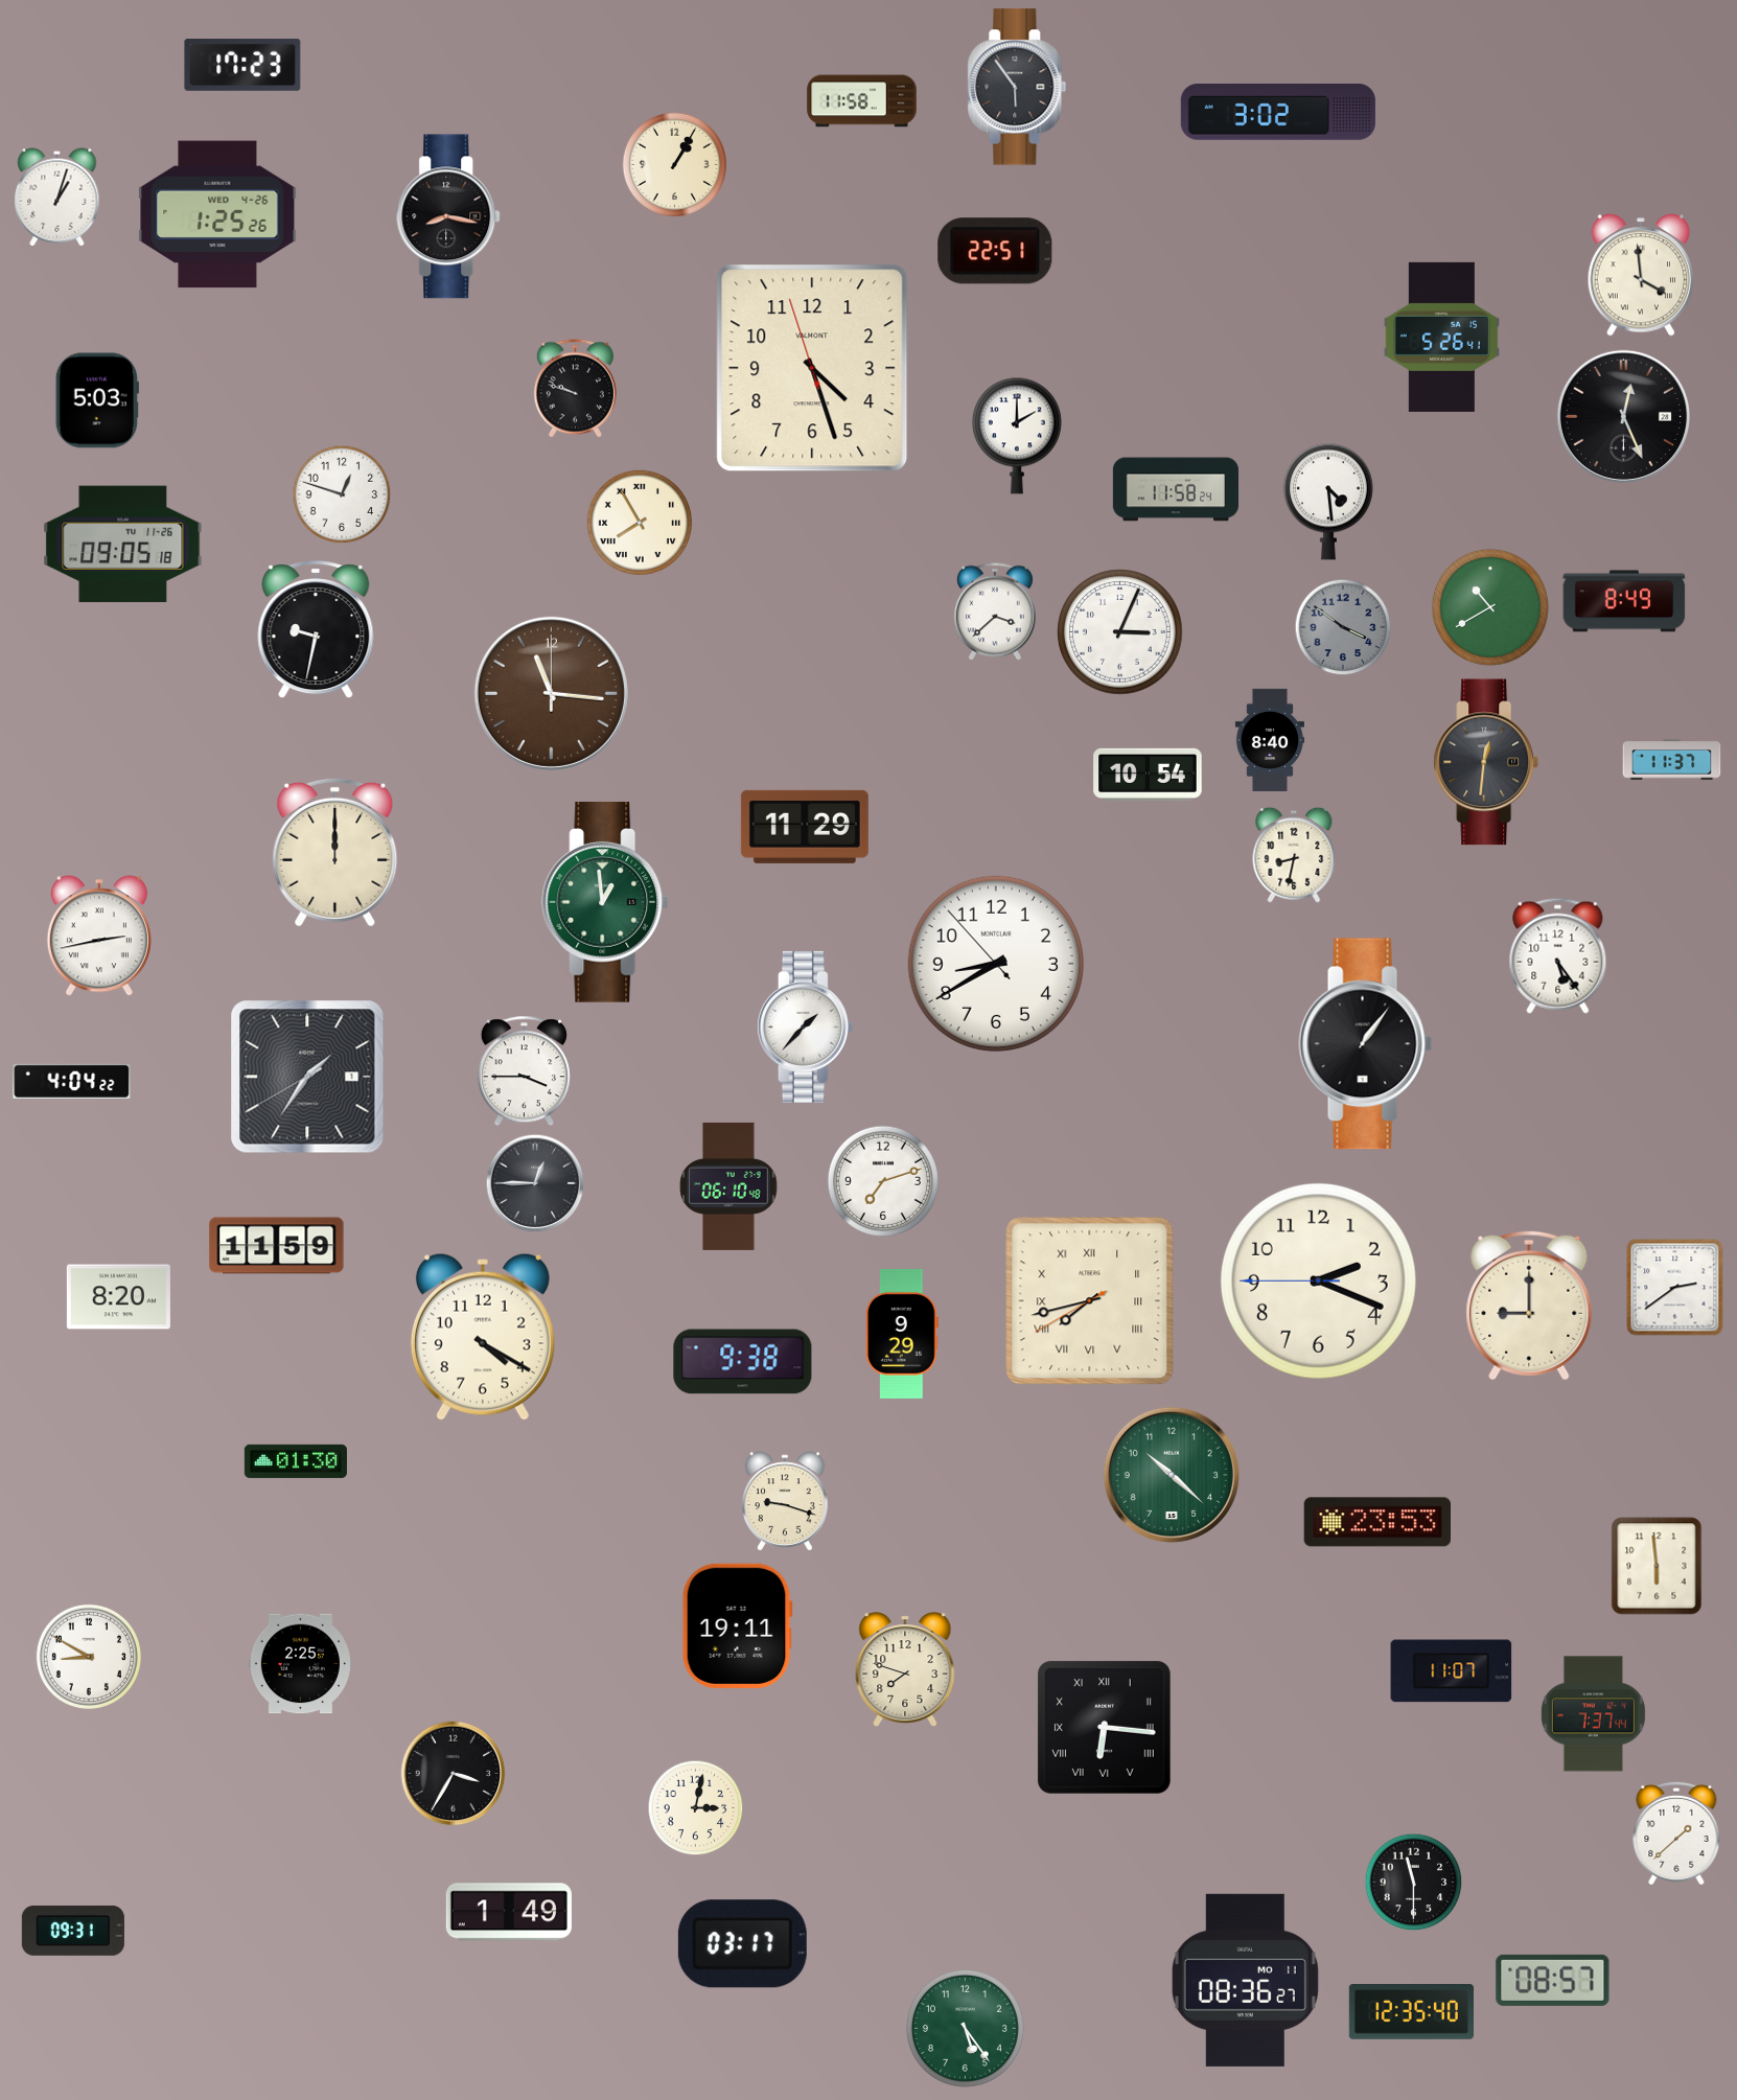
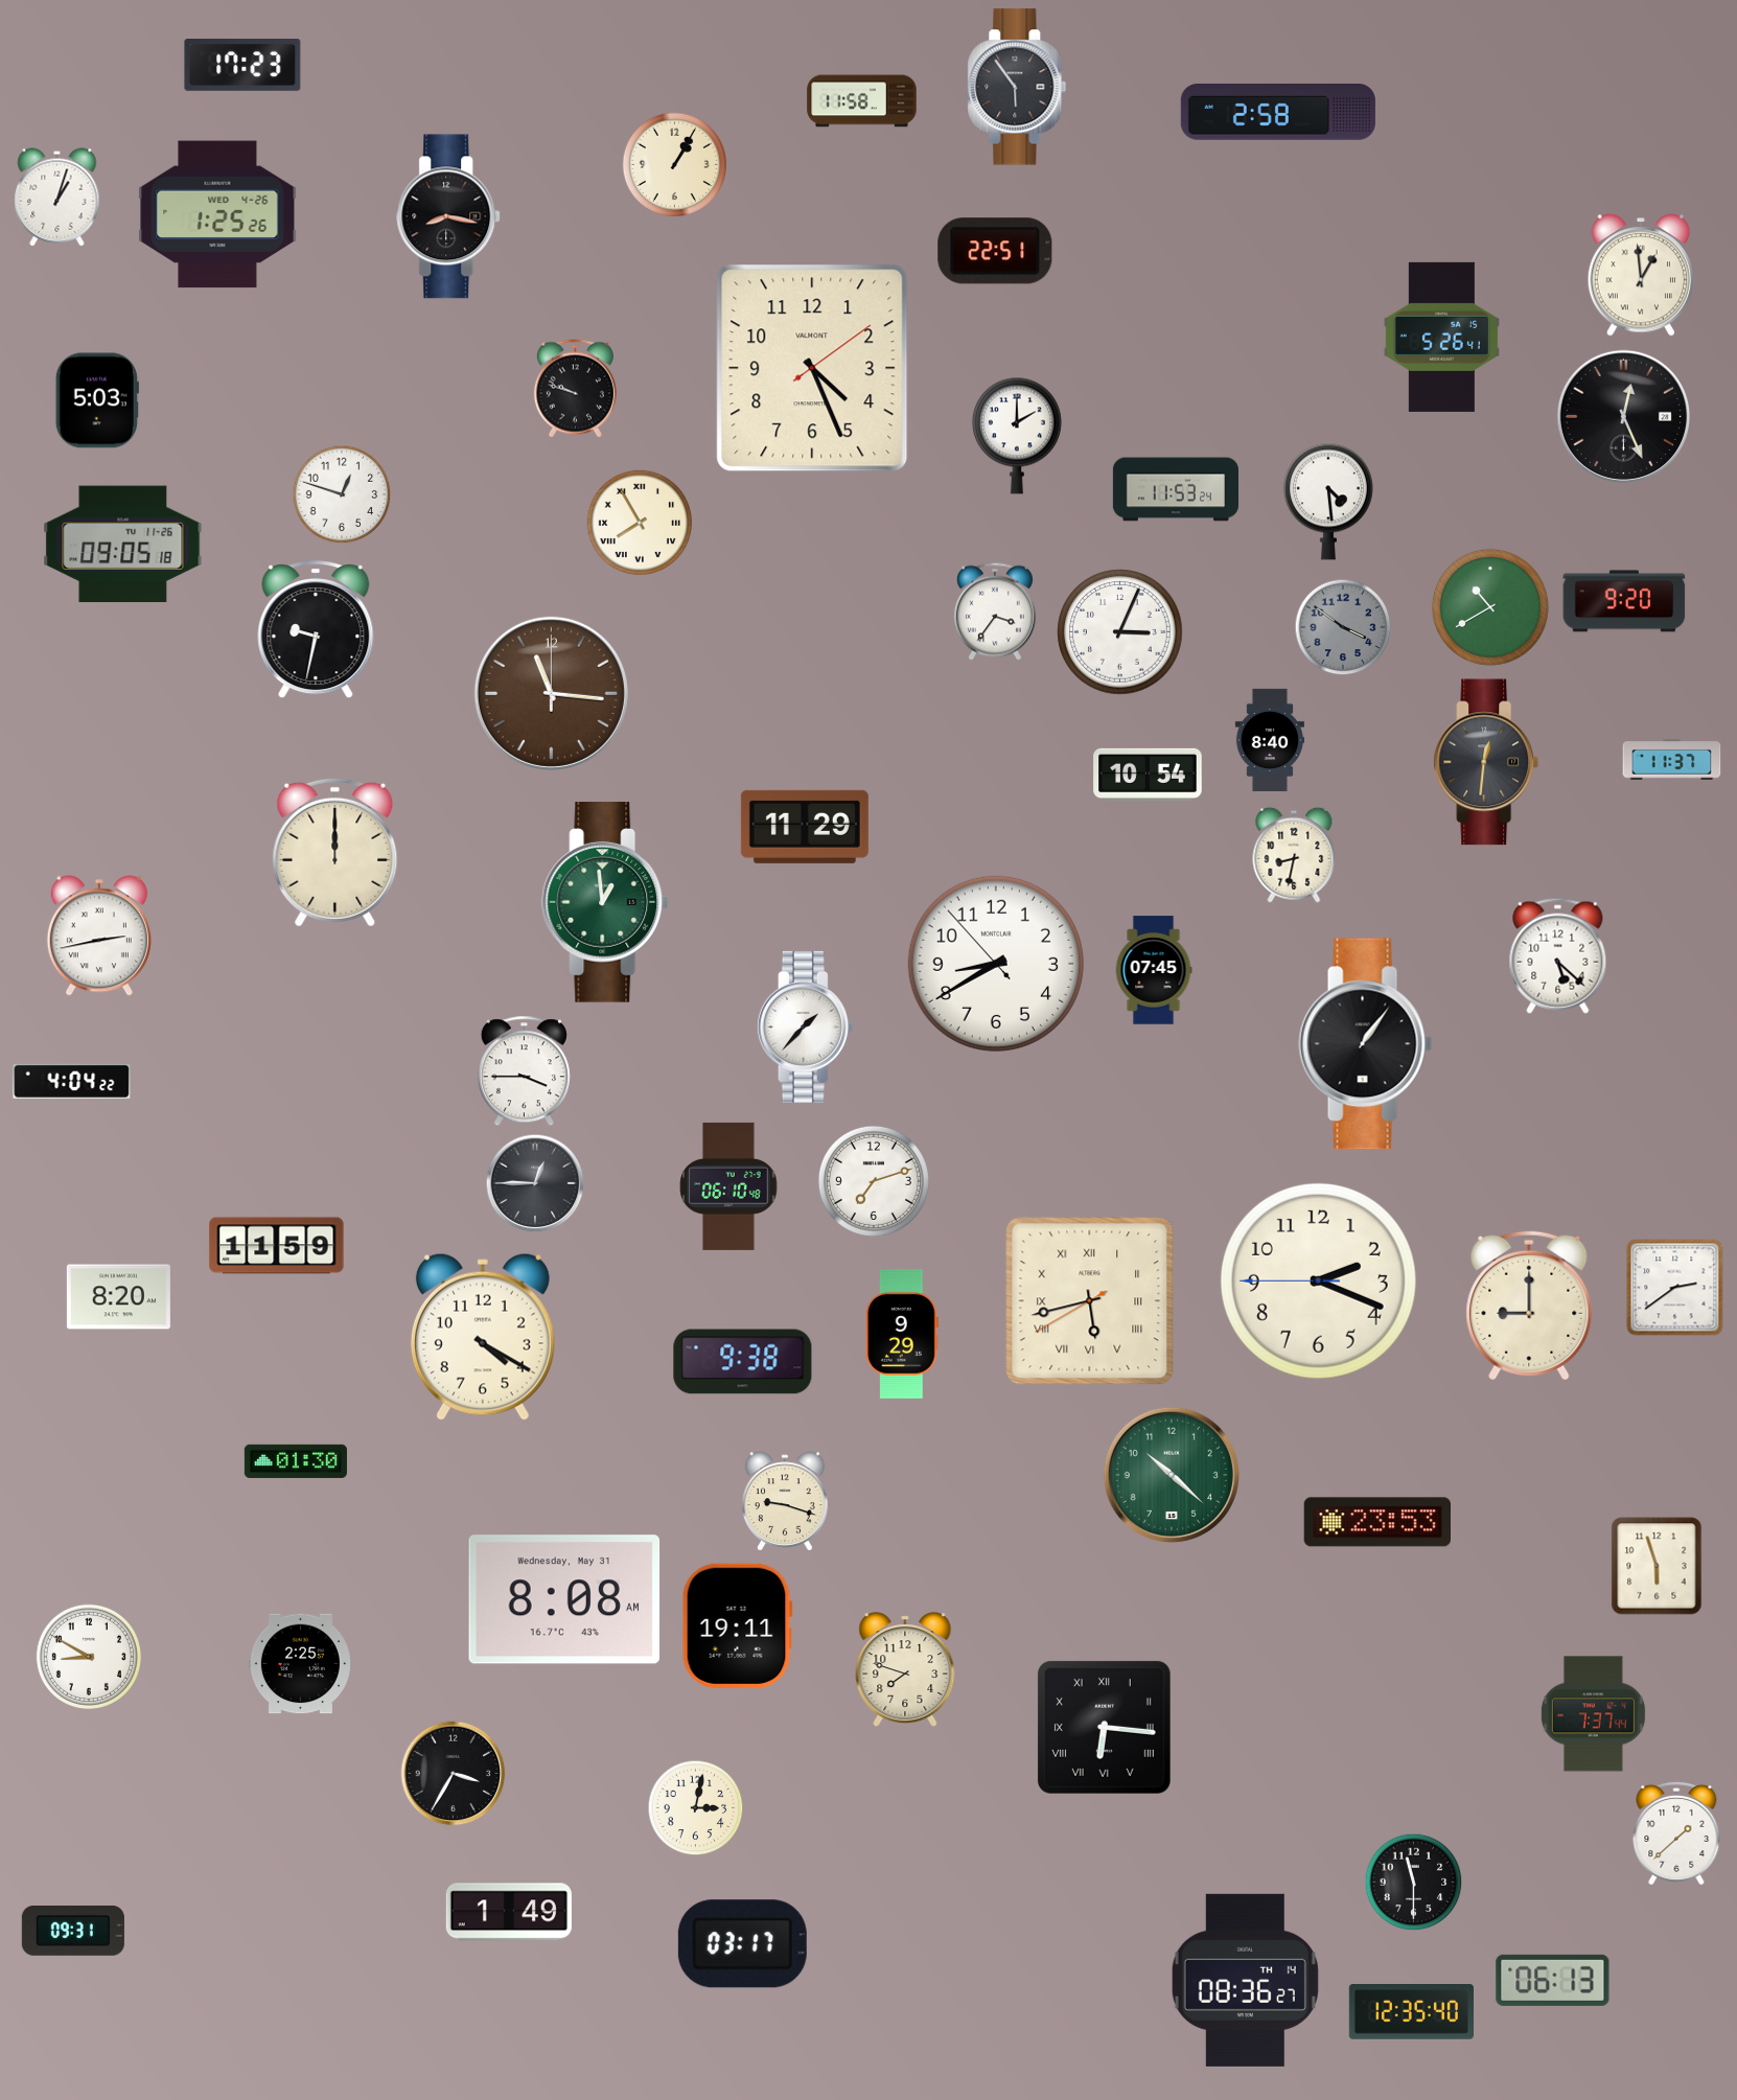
clock at (1278, 113): 3:02 -> 2:58
clock at (1641, 275): 3:59 -> 12:59
clock at (812, 368): 4:26:57 -> 4:26:09
clock at (1176, 489): 11:58 -> 11:53
clock at (1624, 601): 8:49 -> 9:20
clock at (995, 611): 3:38 -> 3:36
clock at (1558, 955): 5:24 -> 5:22
clock at (1154, 970): none -> 07:45
clock at (307, 1077): 1:35 -> none
clock at (883, 1181) position: (883, 1181) -> (874, 1181)
clock at (1090, 1301): 7:42 -> 5:42
clock at (1657, 1566): 5:59 -> 5:57
clock at (564, 1599): none -> 8:08
clock at (1452, 1671): 11:07 -> none
clock at (1245, 1980) date: MO 11 -> TH 14
clock at (1553, 1980): 08:57 -> 06:13
clock at (965, 2028): 5:24 -> none
